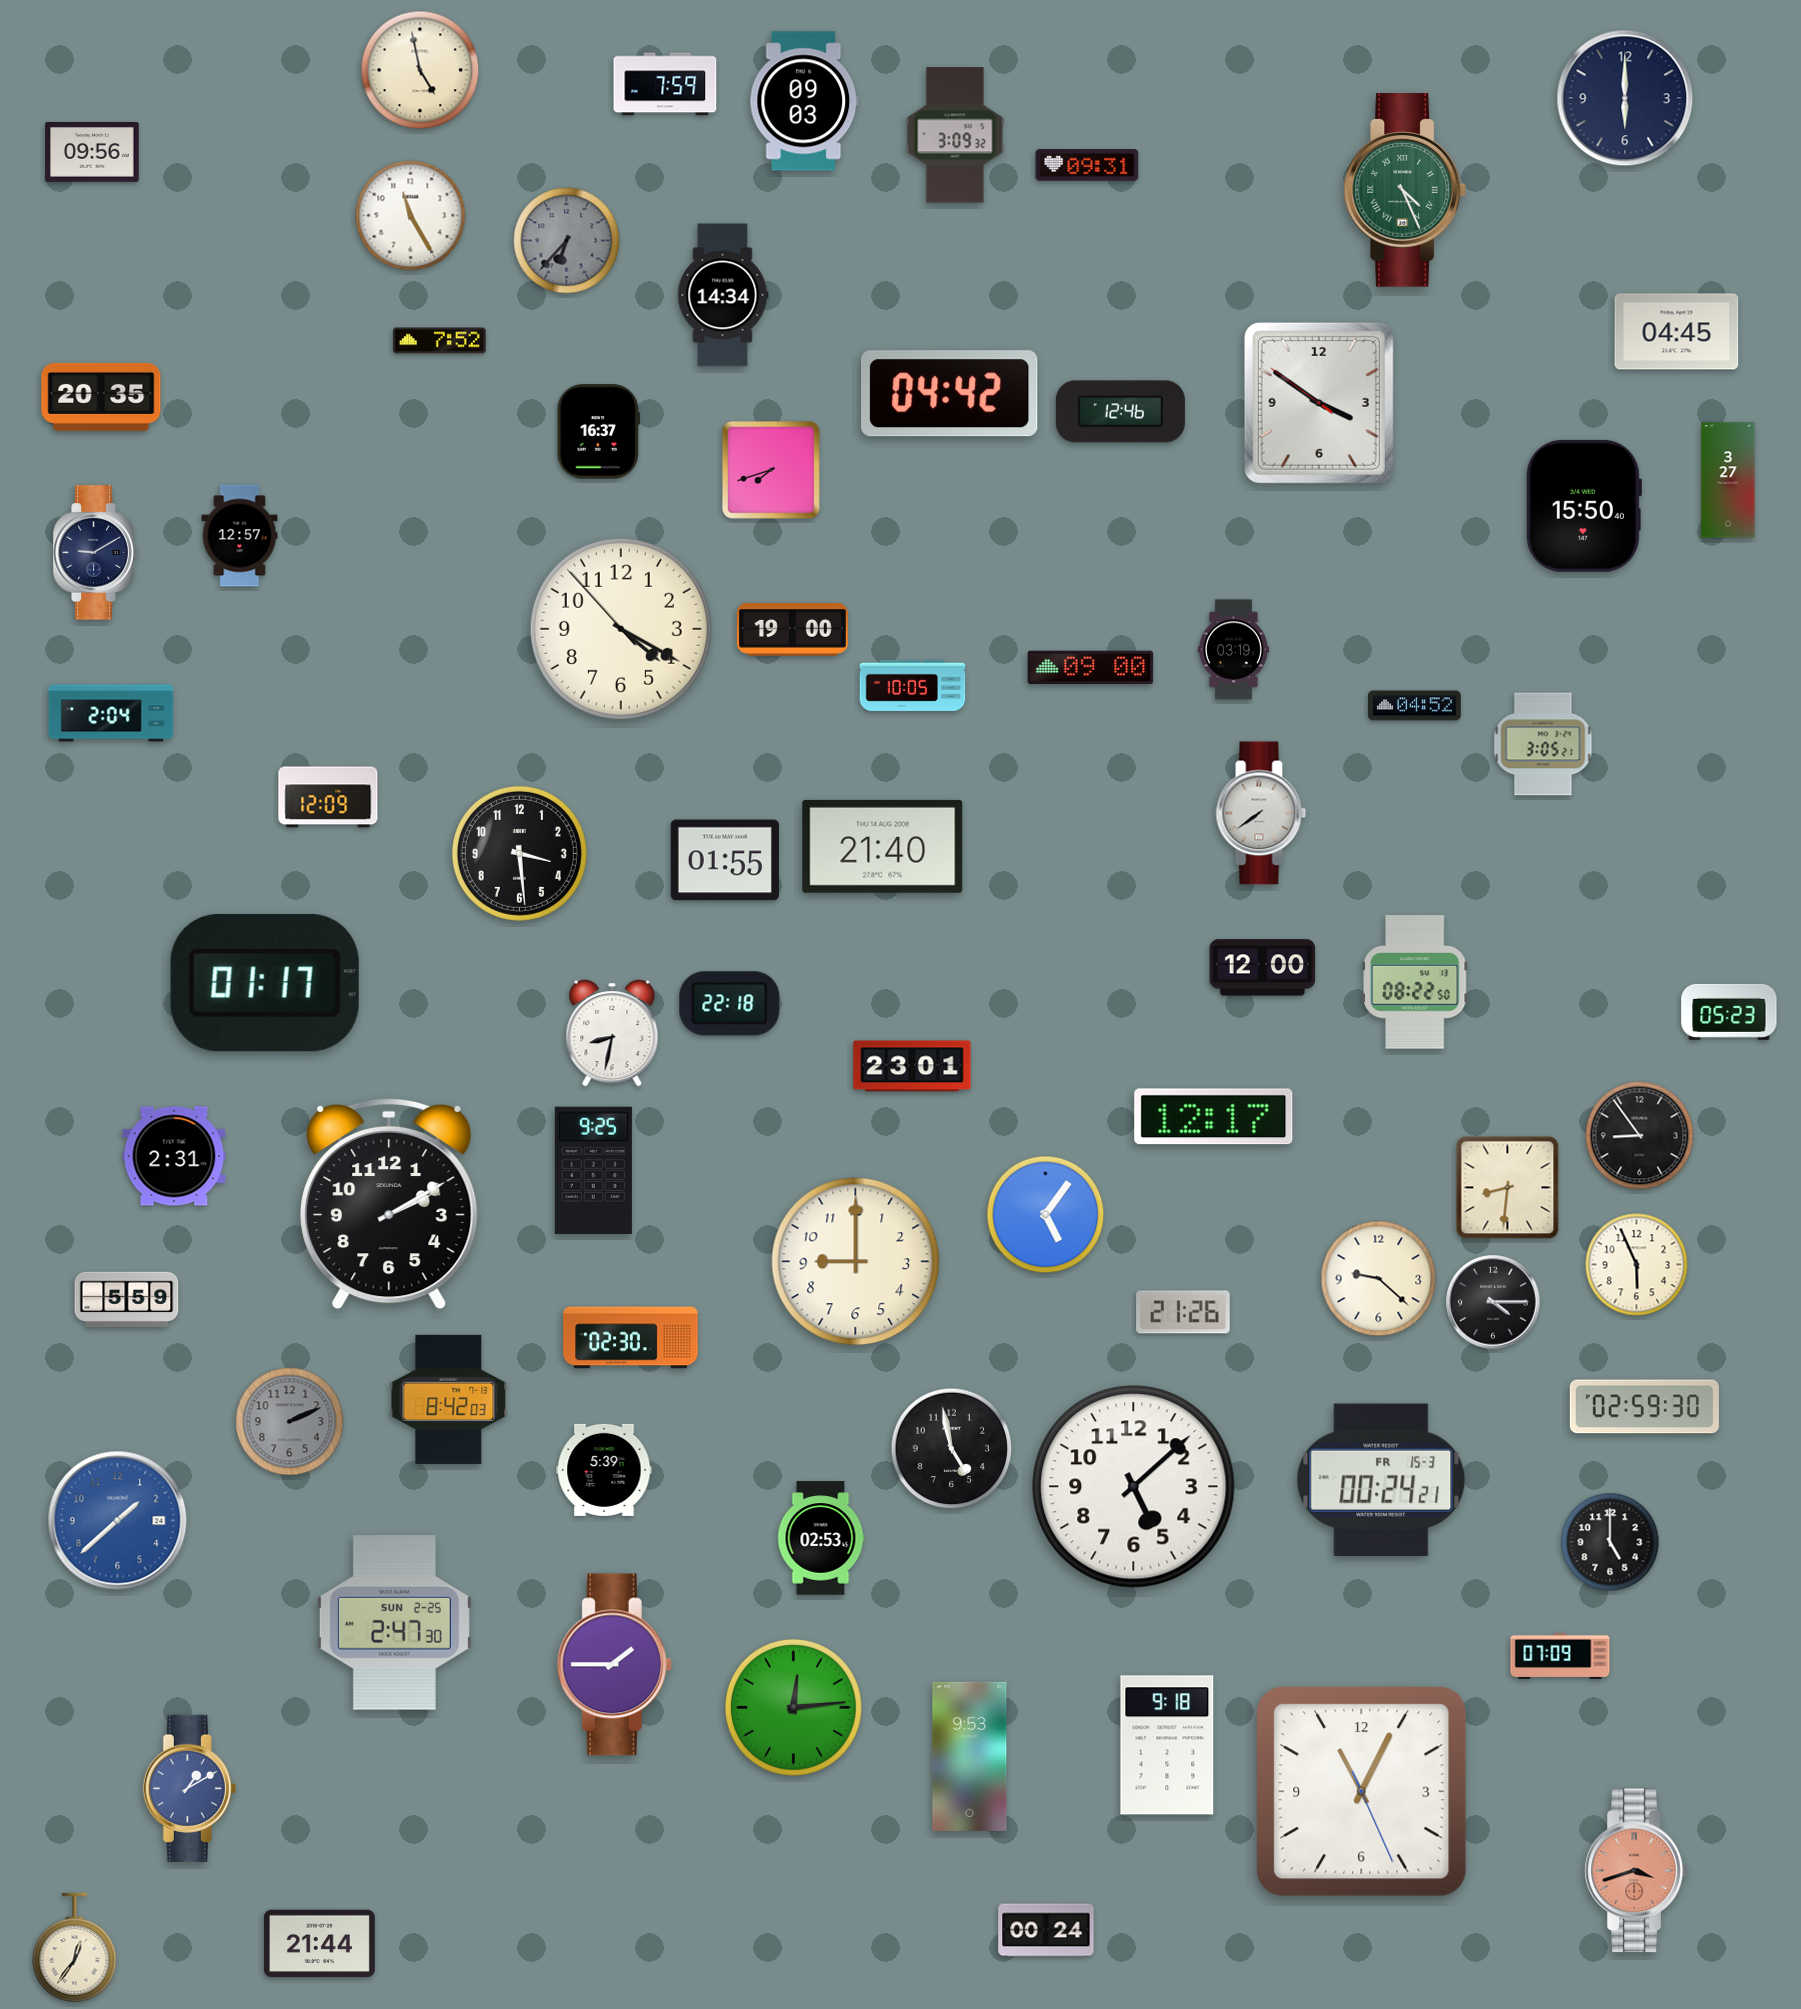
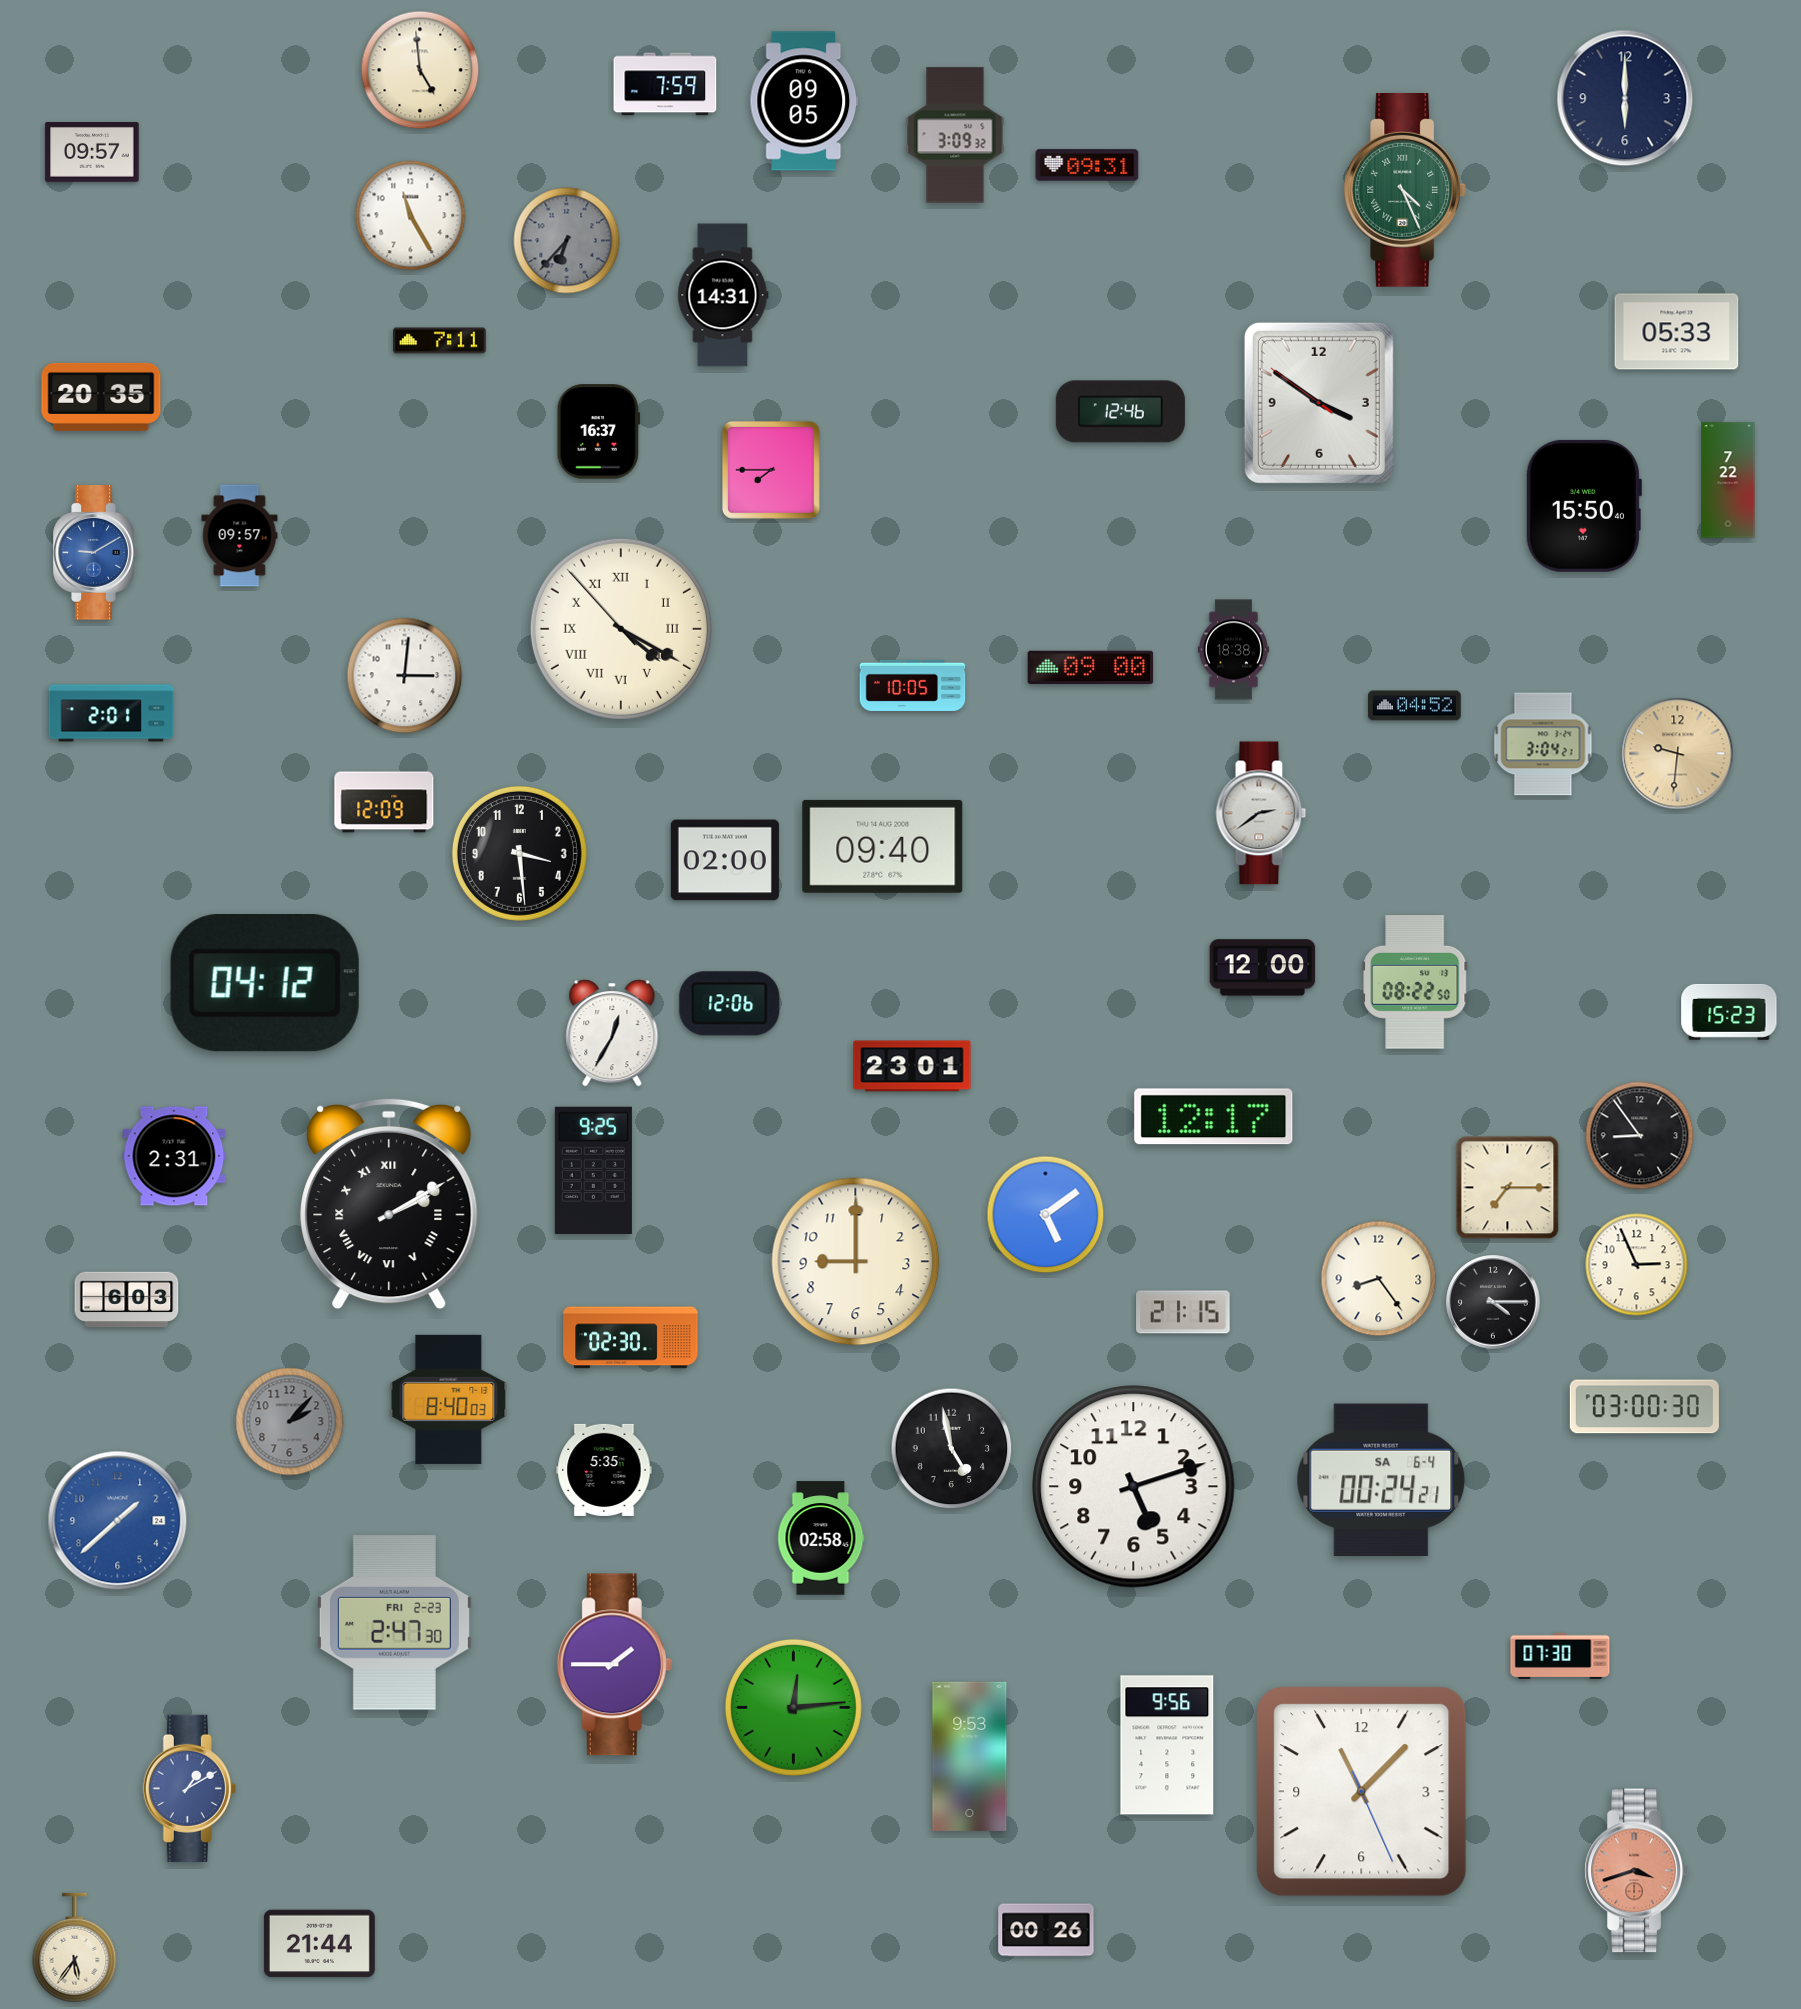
clock at (420, 70): 4:58 -> 4:59
clock at (804, 101): 09:03 -> 09:05
clock at (92, 153): 09:56 -> 09:57
clock at (723, 295): 14:34 -> 14:31
clock at (1677, 332): 04:45 -> 05:33
clock at (440, 341): 7:52 -> 7:11
clock at (950, 394): 04:42 -> none
clock at (771, 470): 7:42 -> 7:45
clock at (1728, 480): 3:27 -> 7:22
clock at (240, 536): 12:57 -> 09:57
clock at (95, 553) dial: navy -> blue
clock at (621, 629) numerals: Arabic -> Roman
clock at (792, 630): 19:00 -> none
clock at (1233, 650): 03:19 -> 18:38
clock at (405, 676): none -> 3:01
clock at (111, 713): 2:04 -> 2:01
clock at (1543, 744): 3:05 -> 3:04
clock at (1678, 754): none -> 9:31
clock at (328, 797) position: (328, 797) -> (384, 802)
clock at (1261, 813): 7:39 -> 2:39
clock at (883, 846): 21:40 -> 09:40
clock at (725, 860): 01:55 -> 02:00
clock at (265, 983): 01:17 -> 04:12
clock at (730, 1004): 22:18 -> 12:06
clock at (1729, 1012): 05:23 -> 15:23
clock at (612, 1033): 8:32 -> 12:35
clock at (1508, 1188): 8:31 -> 7:15
clock at (389, 1204) numerals: Arabic -> Roman
clock at (1046, 1215): 5:06 -> 5:09
clock at (1637, 1265): 5:56 -> 2:56
clock at (1379, 1279): 9:22 -> 8:24
clock at (127, 1300): 5:59 -> 6:03
clock at (1183, 1312): 21:26 -> 21:15
clock at (449, 1399): 8:42 -> 8:40
clock at (1644, 1407): 02:59 -> 03:00
clock at (290, 1422): 2:11 -> 2:07
clock at (604, 1470): 5:39 -> 5:35
clock at (1381, 1480) date: FR 15-3 -> SA 6-4
clock at (1134, 1487): 5:08 -> 5:12
clock at (821, 1538): 02:53 -> 02:58
clock at (1610, 1542): 5:00 -> none
clock at (394, 1623) date: SUN 2-25 -> FRI 2-23
clock at (1560, 1655): 07:09 -> 07:30
clock at (1167, 1745): 9:18 -> 9:56
clock at (1362, 1792): 11:04 -> 11:07
clock at (1046, 1930): 00:24 -> 00:26
clock at (75, 1948): 12:36 -> 5:36
